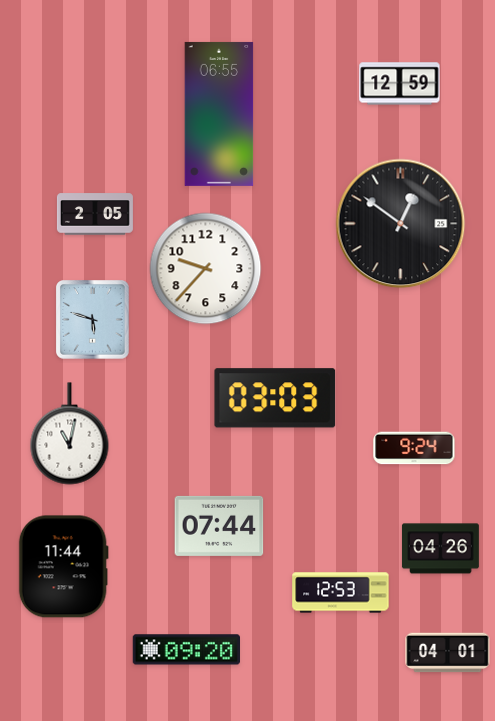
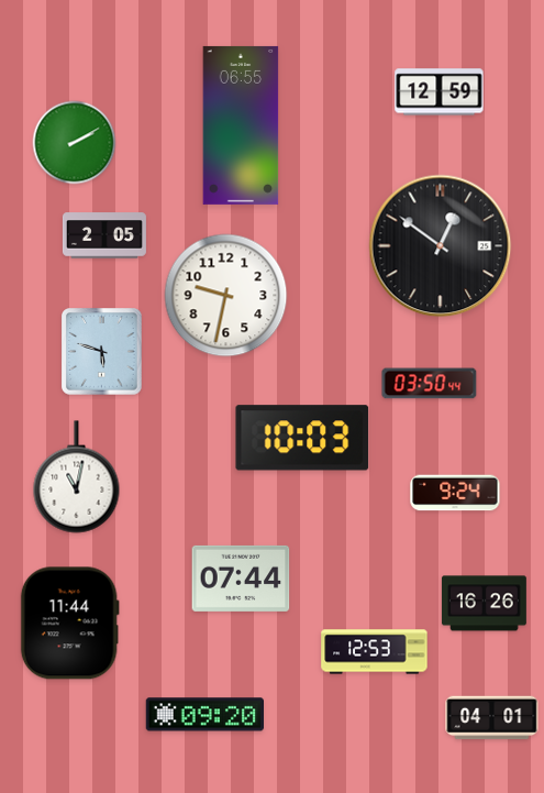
clock at (75, 143): none -> 2:10
clock at (206, 269): 9:37 -> 9:32
clock at (430, 384): none -> 03:50
clock at (275, 398): 03:03 -> 10:03
clock at (440, 549): 04:26 -> 16:26
